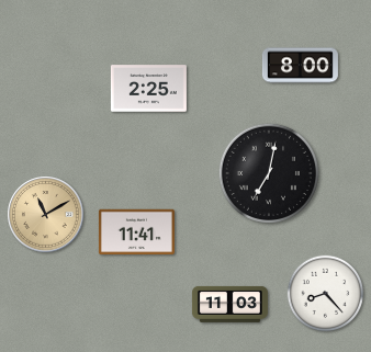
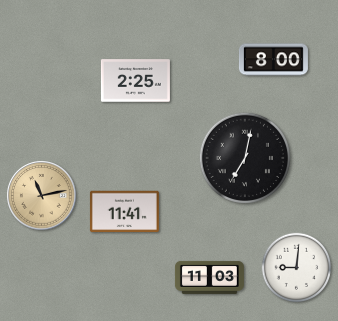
clock at (46, 215): 11:10 -> 11:13
clock at (326, 294): 8:23 -> 9:01
